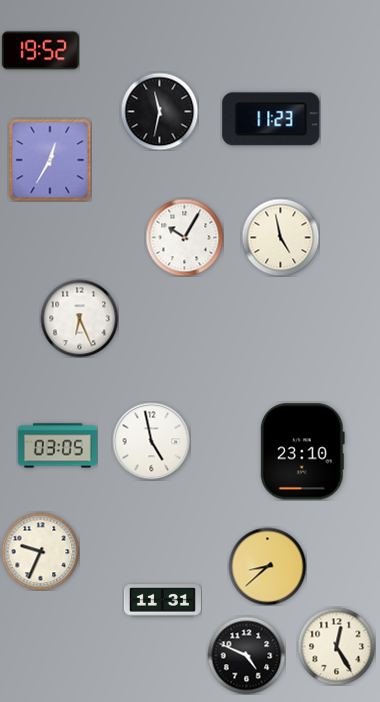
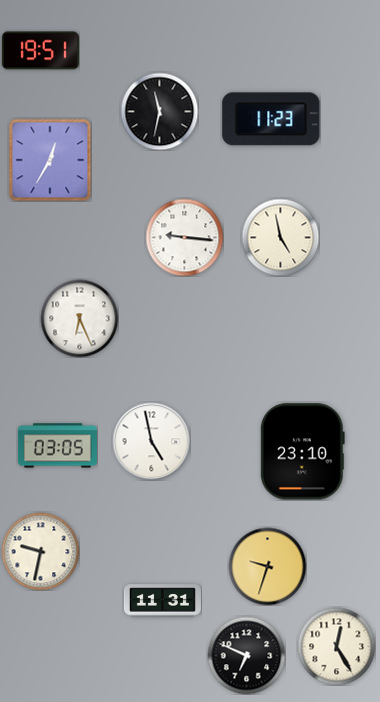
clock at (40, 51): 19:52 -> 19:51
clock at (184, 237): 10:05 -> 9:16
clock at (40, 551): 9:34 -> 9:32
clock at (267, 566): 8:38 -> 9:33
clock at (246, 655): 4:49 -> 6:49
